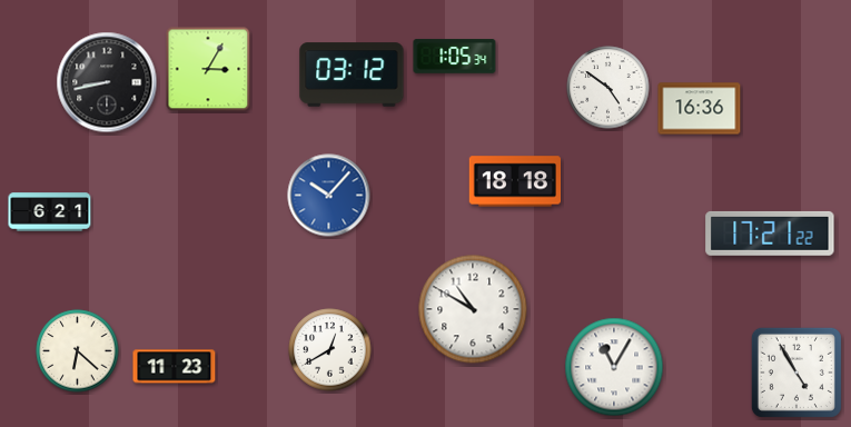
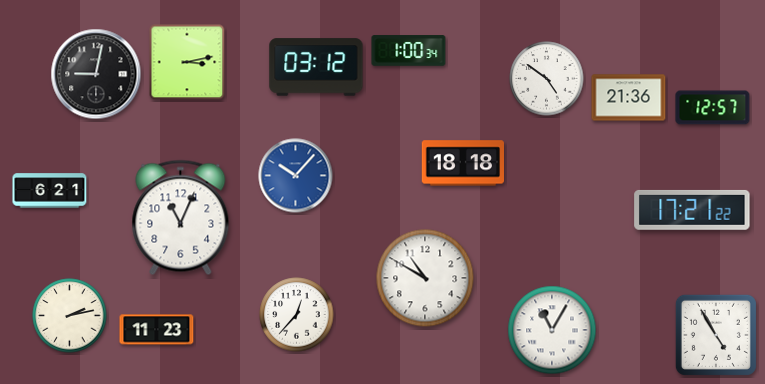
clock at (455, 57): 1:05 -> 1:00
clock at (208, 69): 3:05 -> 3:13
clock at (107, 82): 8:43 -> 9:02
clock at (700, 109): 16:36 -> 21:36
clock at (713, 108): none -> 12:57
clock at (50, 212) position: (50, 212) -> (50, 191)
clock at (181, 218): none -> 11:04
clock at (330, 350): 12:40 -> 12:37
clock at (78, 351): 6:22 -> 2:13
